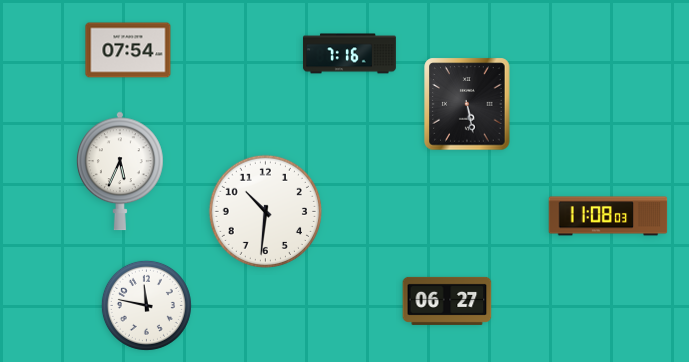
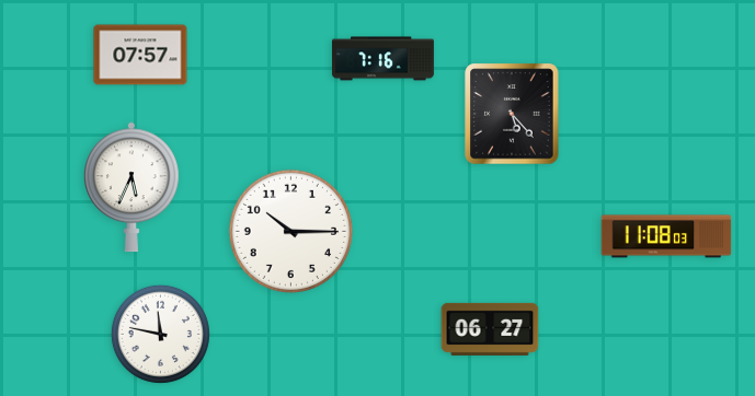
clock at (128, 50): 07:54 -> 07:57
clock at (467, 104): 5:28 -> 5:23
clock at (265, 211): 10:31 -> 10:15
